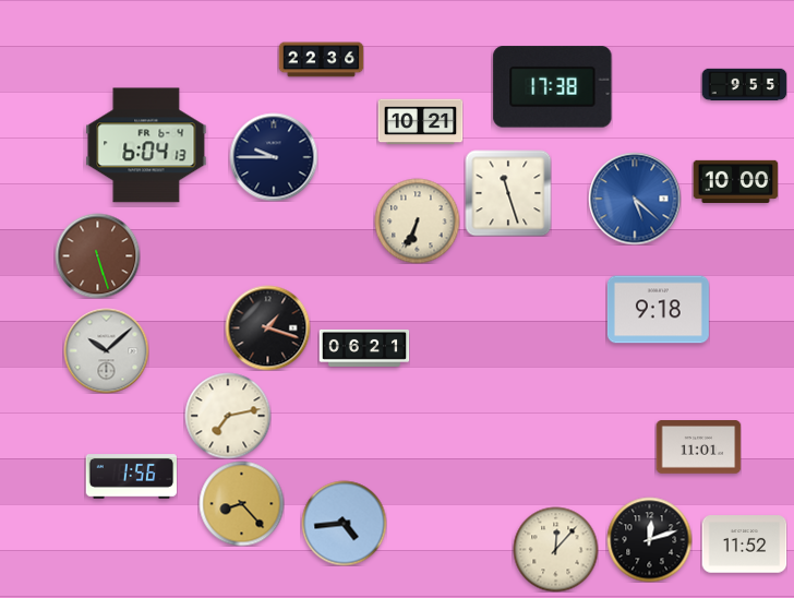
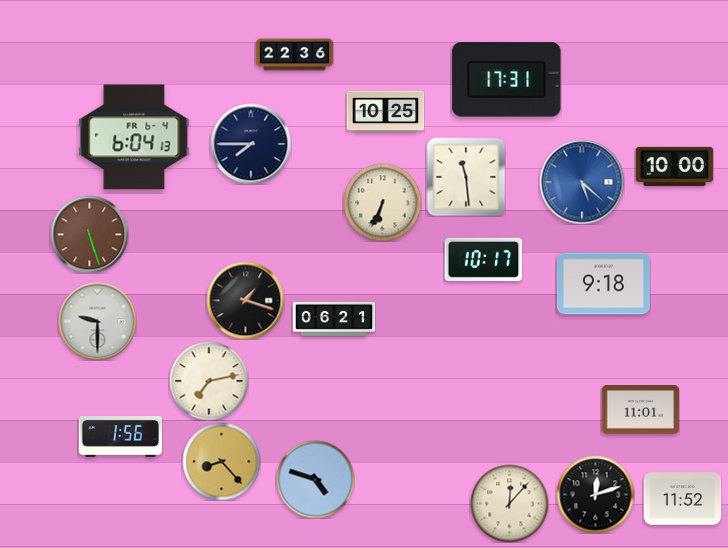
clock at (744, 85): 9:55 -> none
clock at (553, 87): 17:38 -> 17:31
clock at (420, 122): 10:21 -> 10:25
clock at (146, 145) position: (146, 145) -> (134, 137)
clock at (274, 157): 9:45 -> 7:45
clock at (508, 193): 11:27 -> 11:29
clock at (483, 259): none -> 10:17
clock at (106, 350): 10:08 -> 9:30
clock at (344, 523): 4:44 -> 4:48
